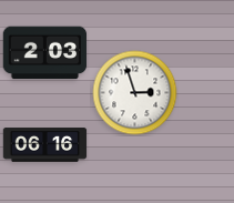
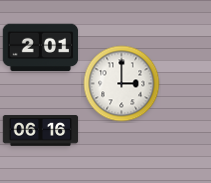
clock at (45, 53): 2:03 -> 2:01
clock at (135, 93): 2:57 -> 3:00
